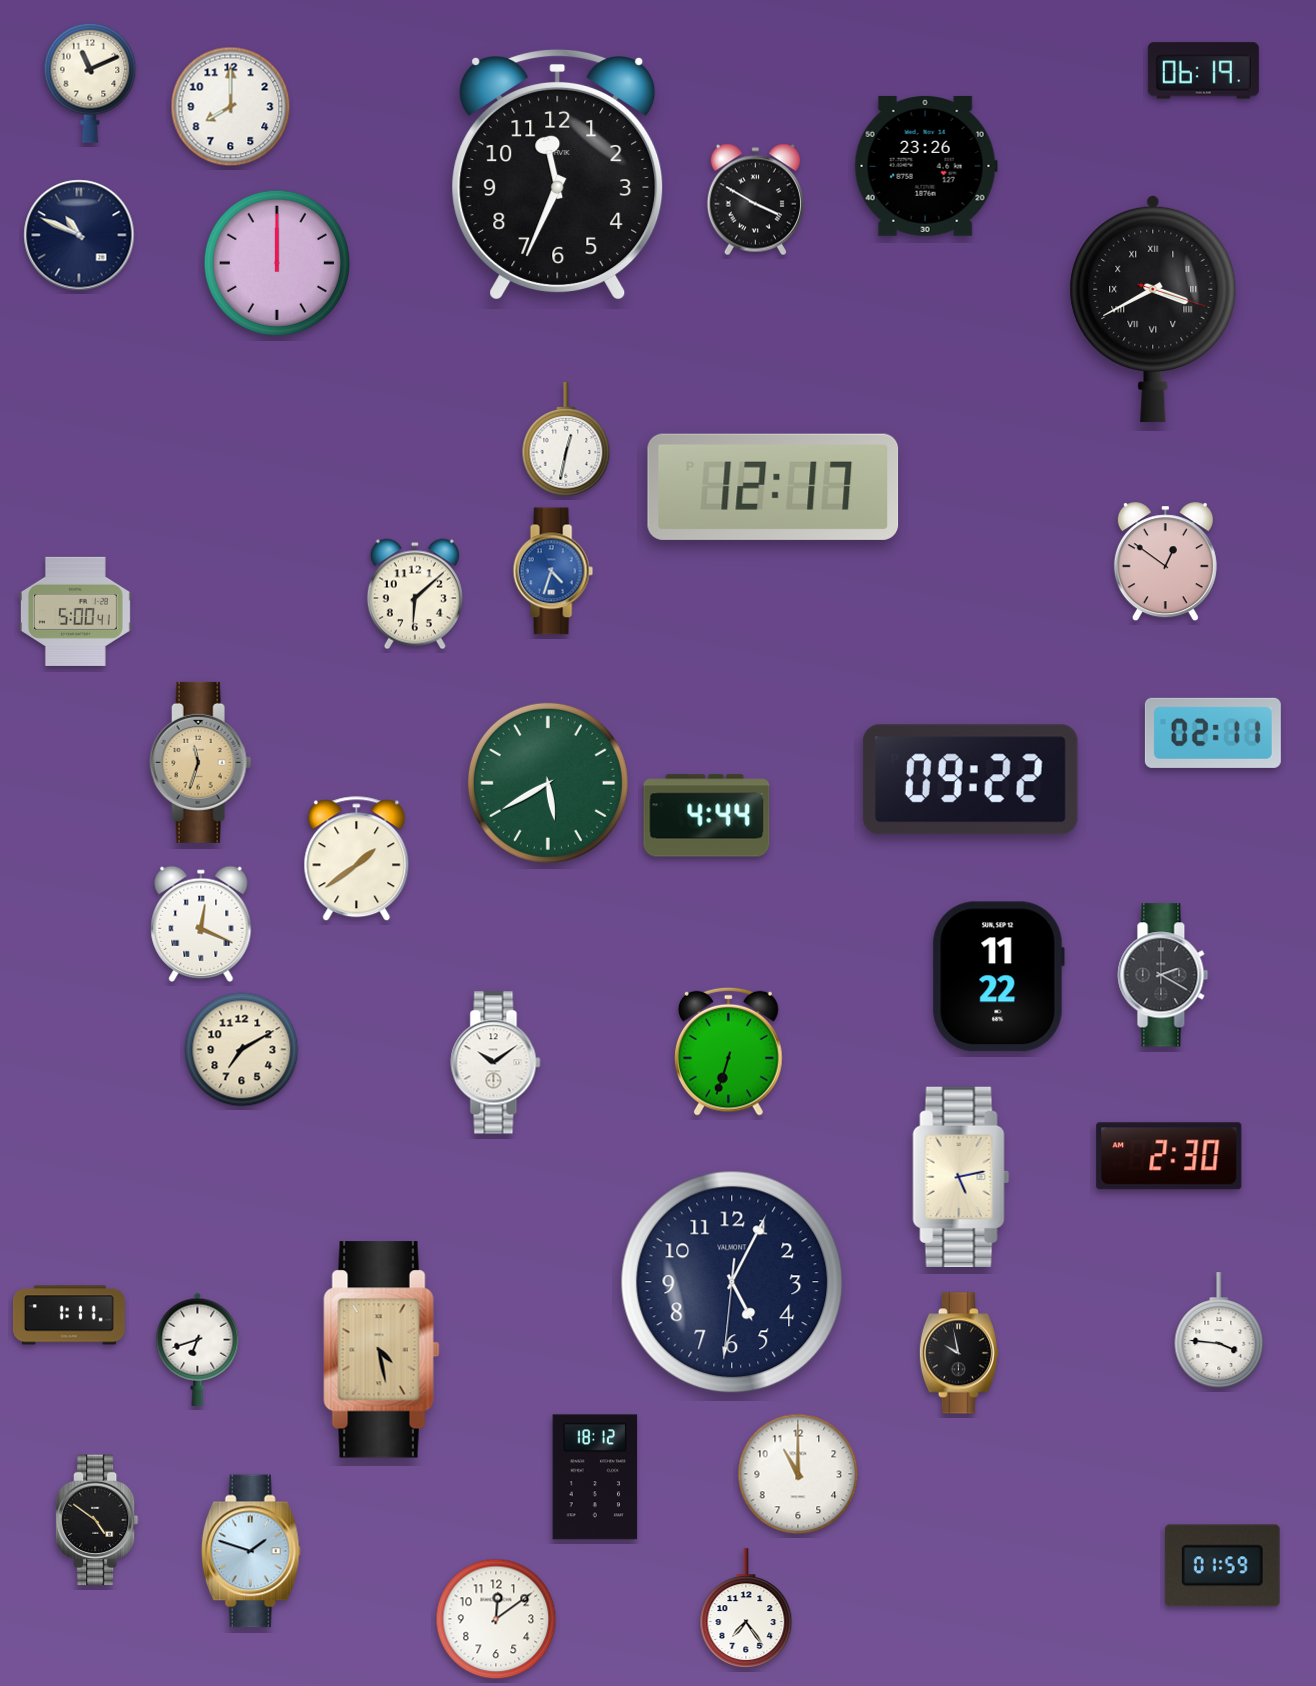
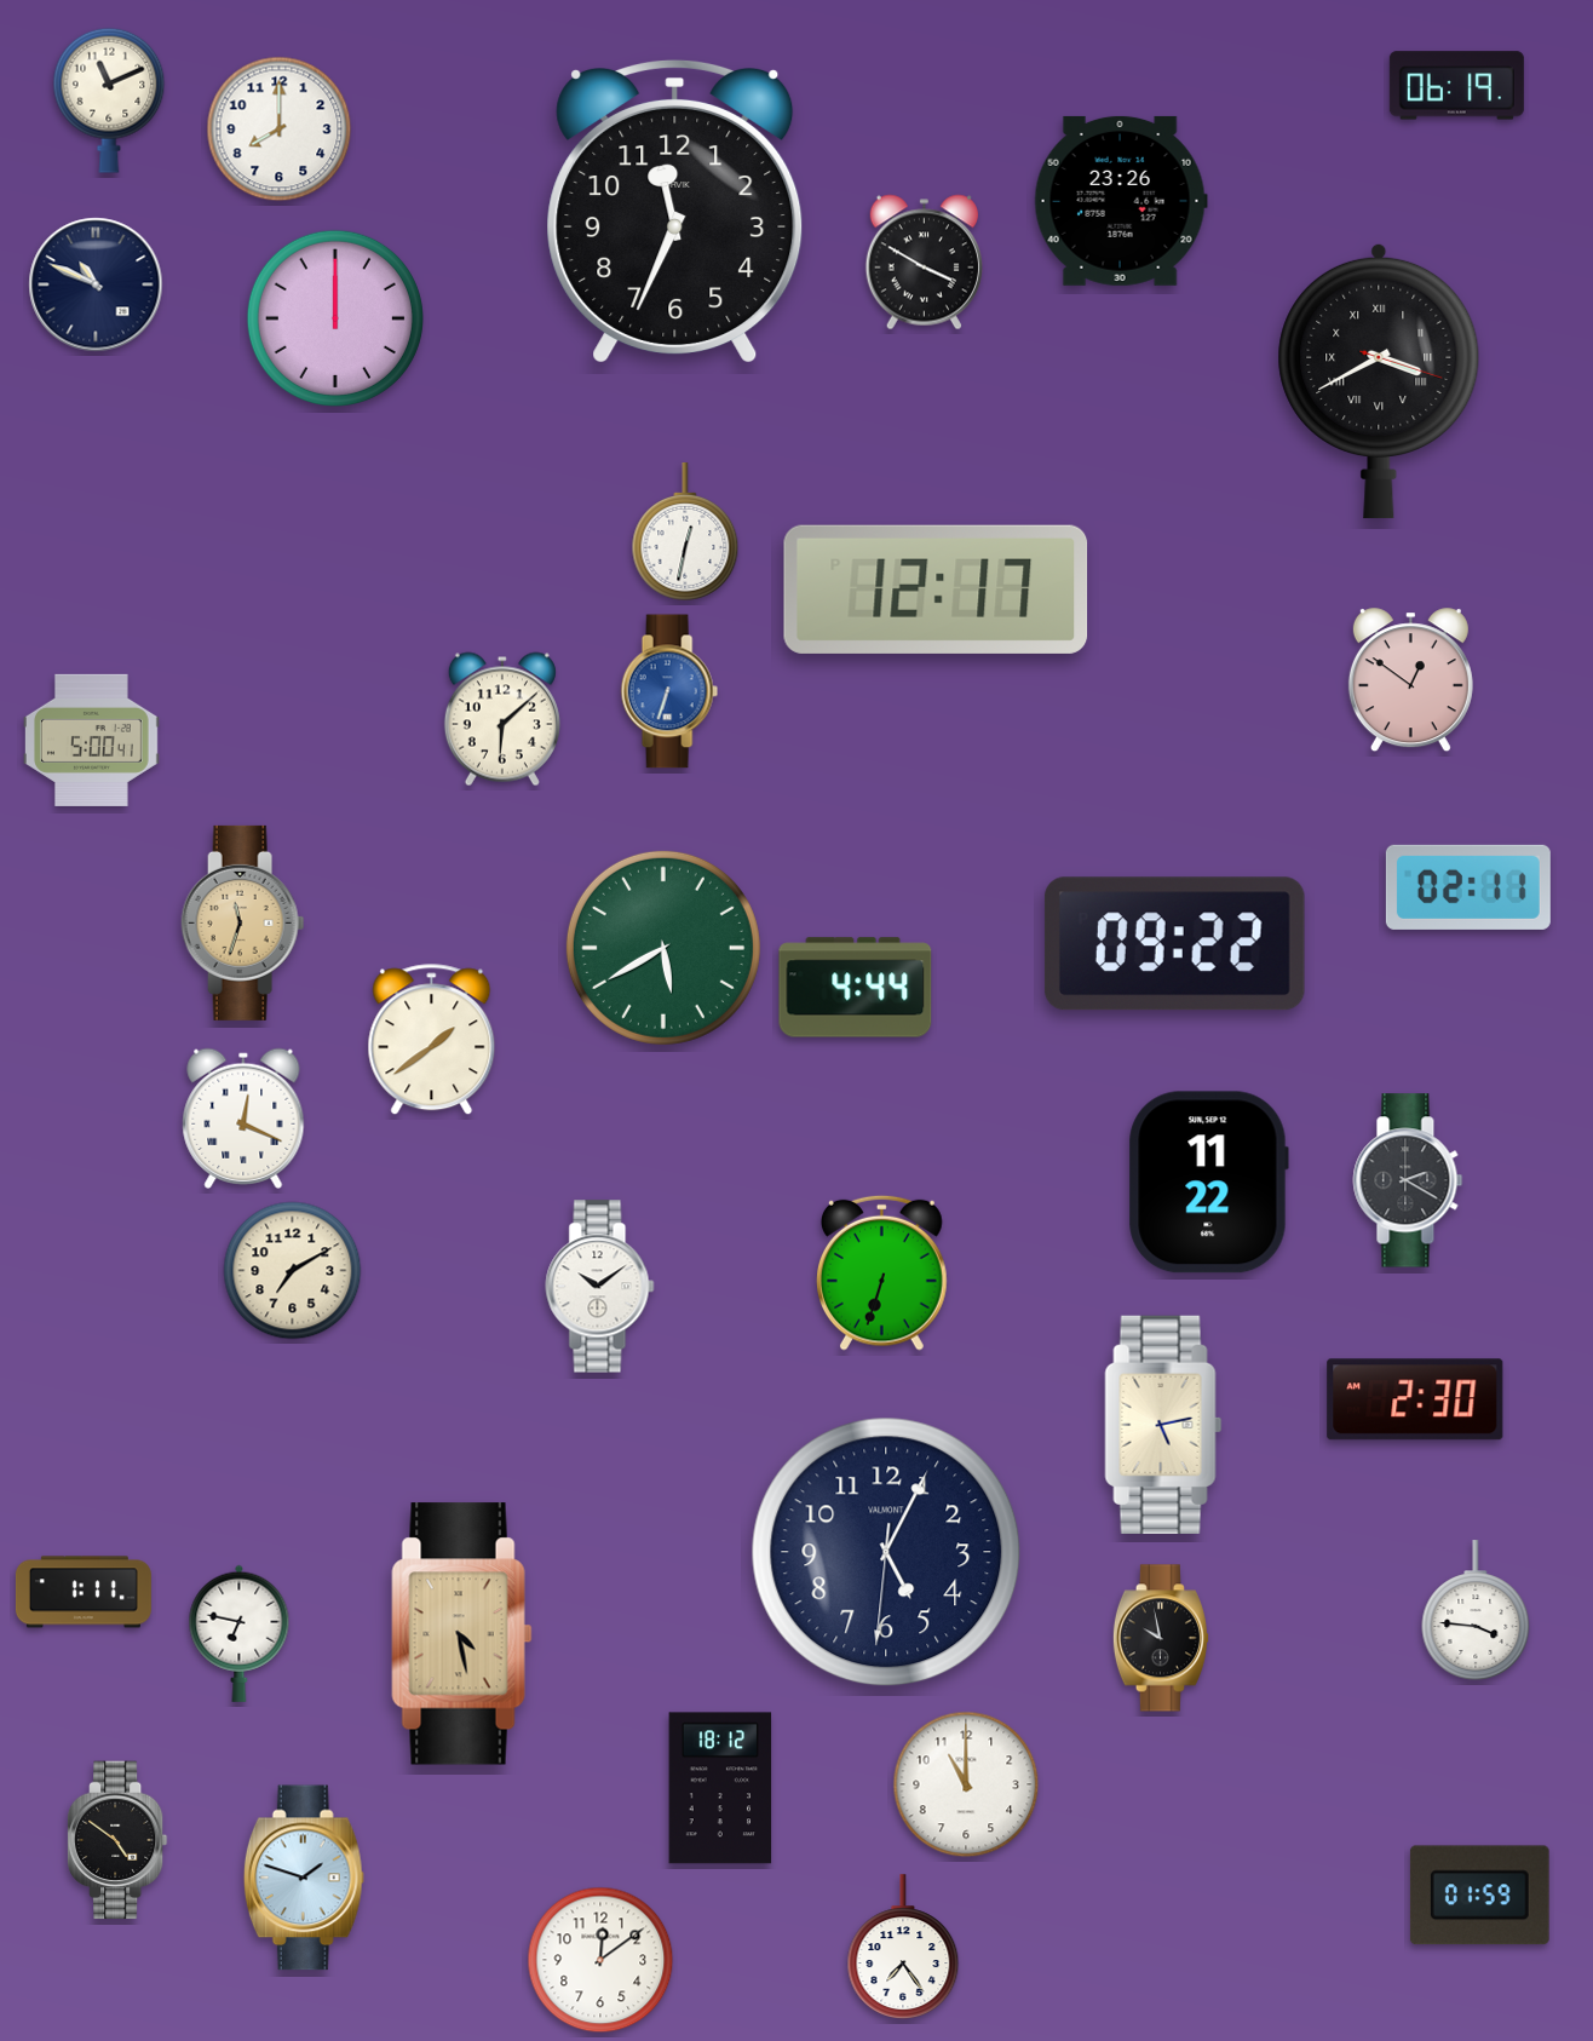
clock at (755, 200) position: (755, 200) -> (924, 263)
clock at (1153, 309) position: (1153, 309) -> (1379, 381)
clock at (553, 571): 4:33 -> 6:33
clock at (198, 1349): 6:42 -> 6:47
